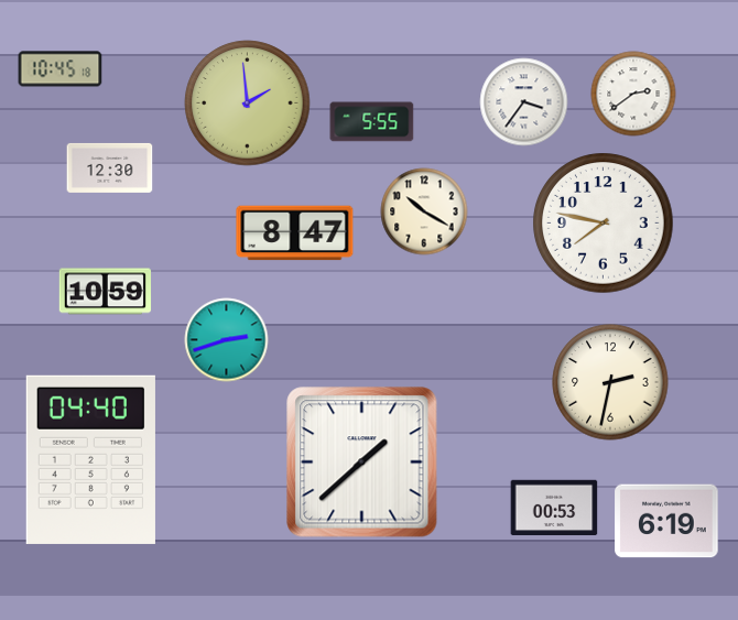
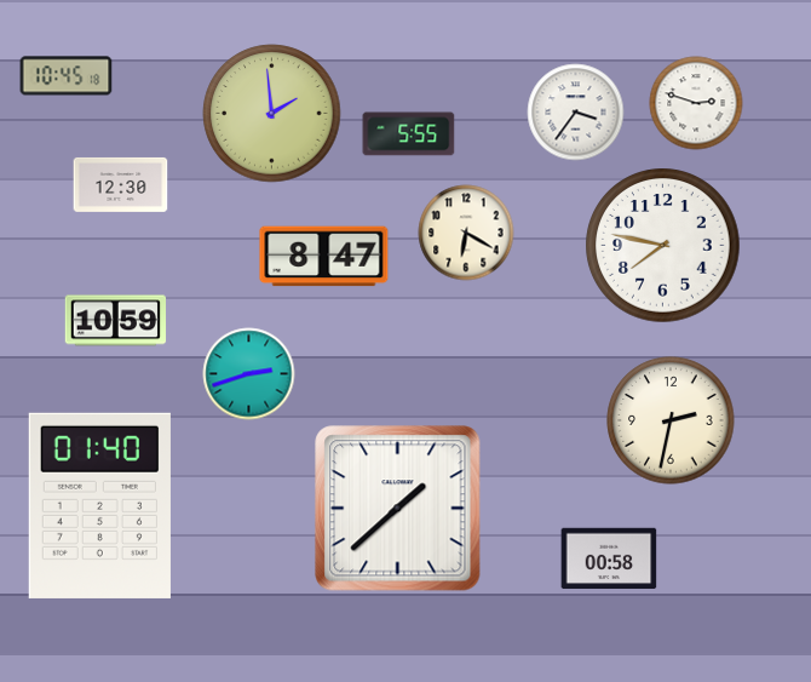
clock at (633, 94): 2:39 -> 2:48
clock at (424, 211): 10:20 -> 6:20
clock at (90, 459): 04:40 -> 01:40
clock at (554, 508): 00:53 -> 00:58
clock at (666, 521): 6:19 -> none
